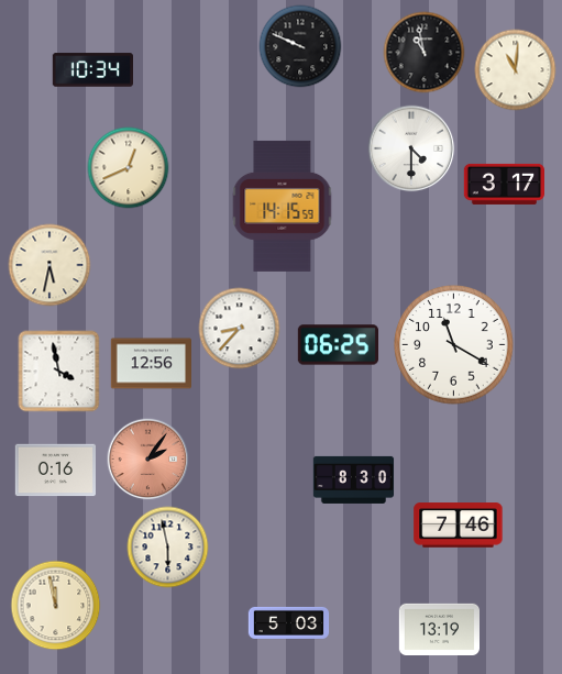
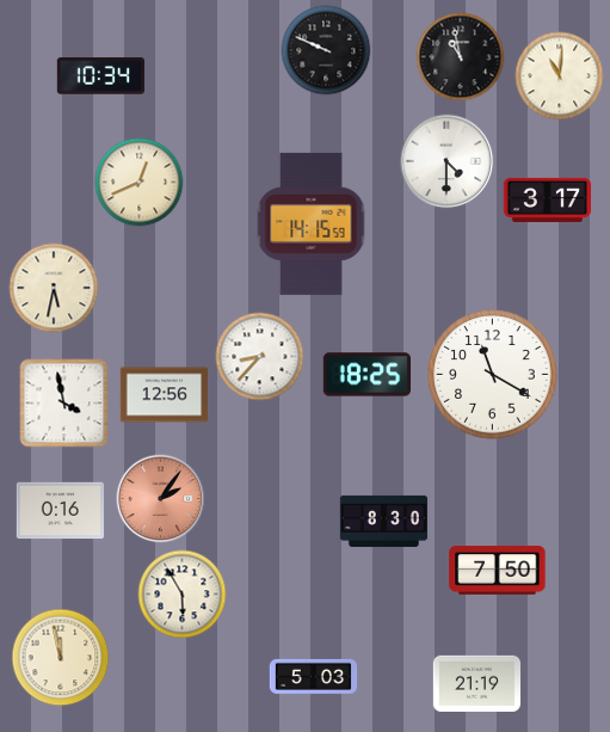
clock at (283, 206) position: (283, 206) -> (312, 223)
clock at (338, 345): 06:25 -> 18:25
clock at (459, 526): 7:46 -> 7:50
clock at (168, 548): 5:58 -> 5:55
clock at (439, 629): 13:19 -> 21:19
